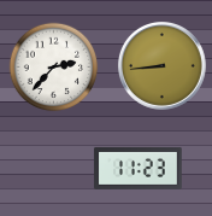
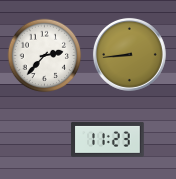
clock at (161, 65) position: (161, 65) -> (129, 54)
clock at (139, 168) position: (139, 168) -> (108, 139)
